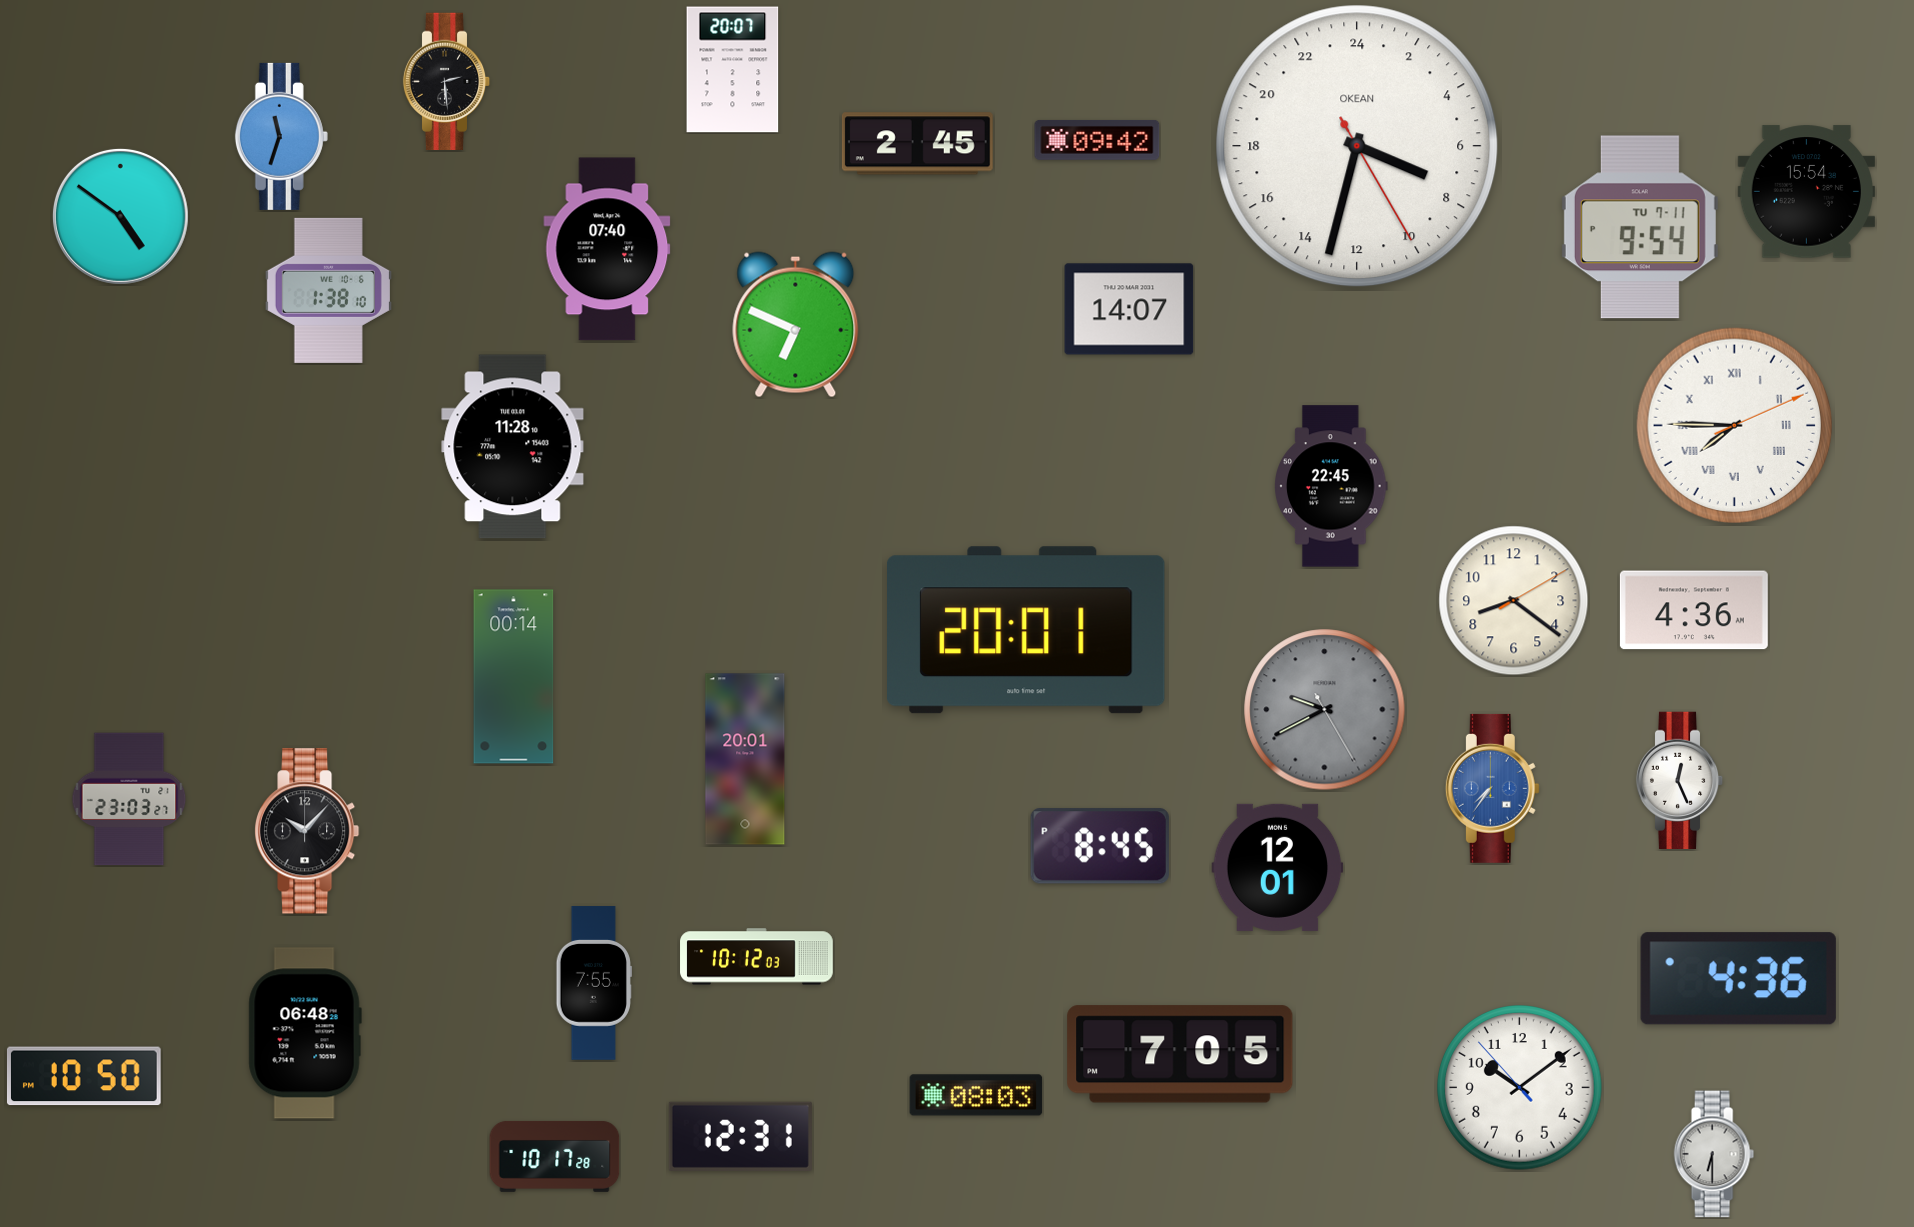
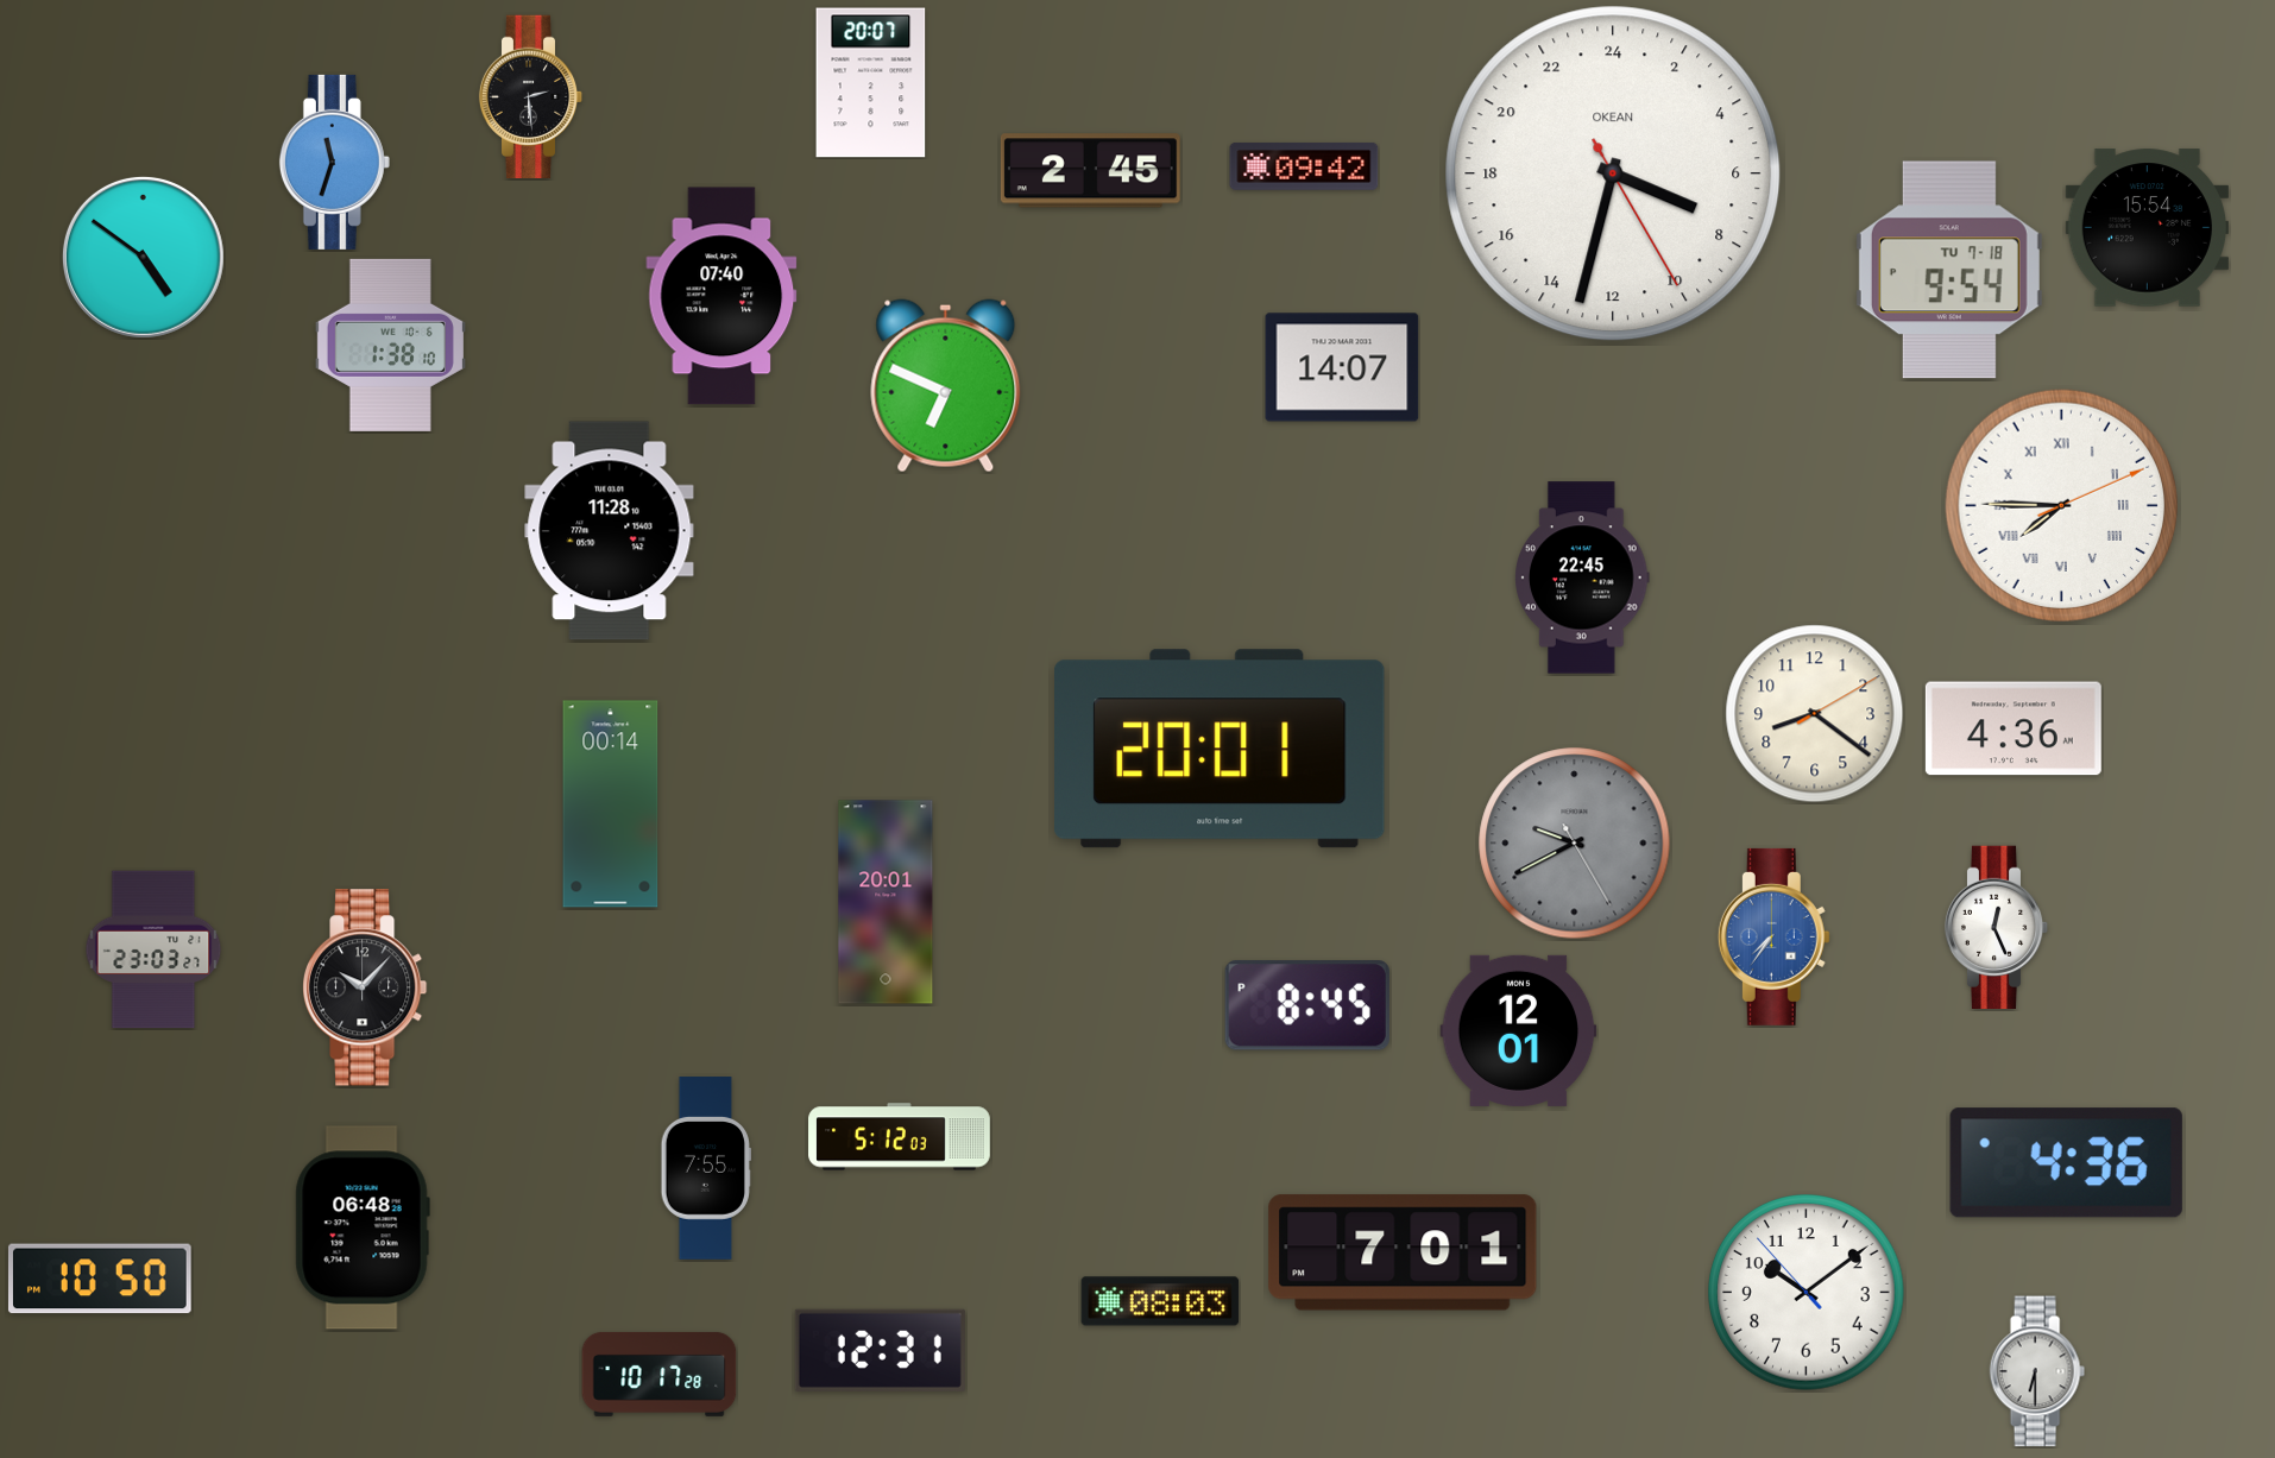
clock at (1640, 227) date: TU 7-11 -> TU 7-18
clock at (1514, 601) position: (1514, 601) -> (1815, 714)
clock at (1694, 610) position: (1694, 610) -> (2014, 728)
clock at (757, 957): 10:12 -> 5:12
clock at (1180, 1054): 7:05 -> 7:01
